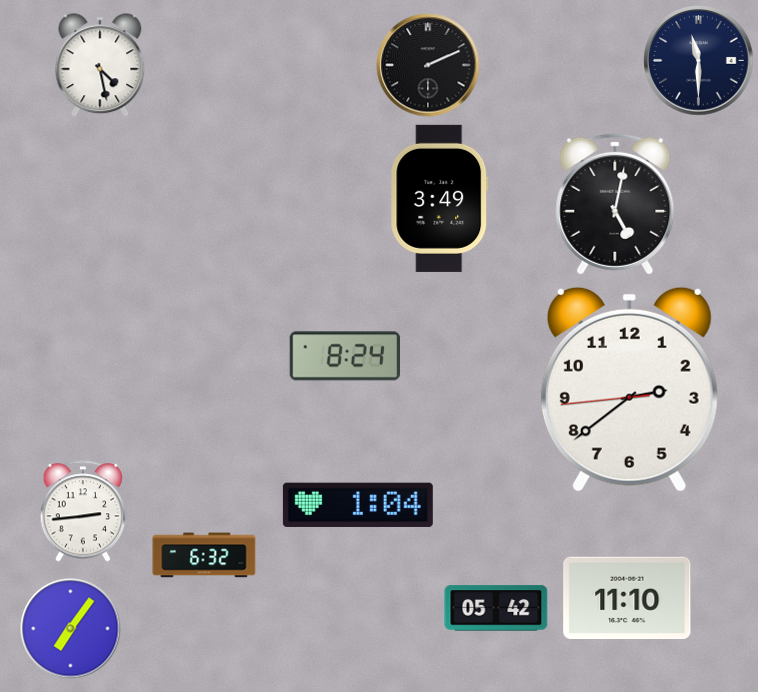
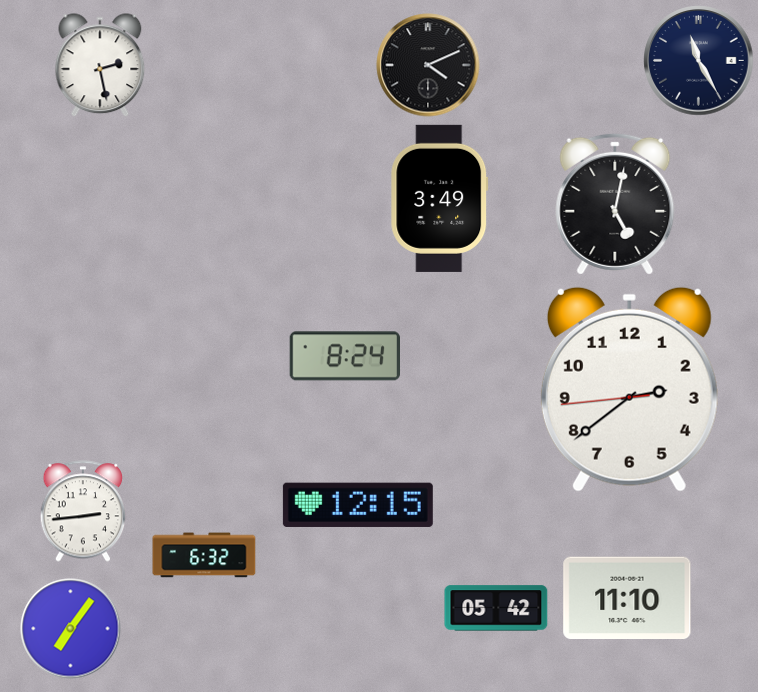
clock at (699, 61): 11:30 -> 11:25
clock at (428, 65): 2:11 -> 4:11
clock at (100, 66): 4:28 -> 2:28
clock at (358, 504): 1:04 -> 12:15
